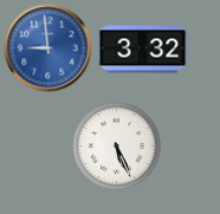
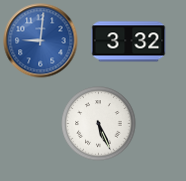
clock at (48, 48): 8:59 -> 9:01
clock at (143, 50) position: (143, 50) -> (129, 42)
